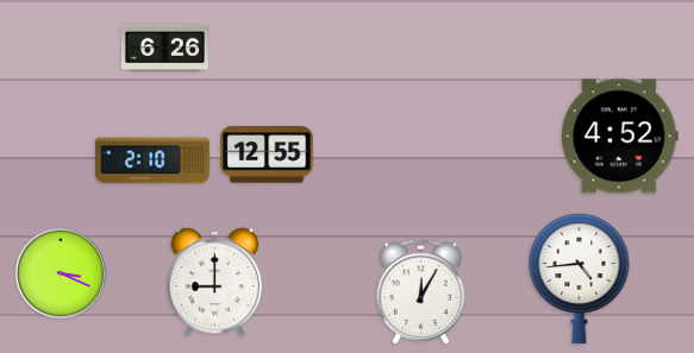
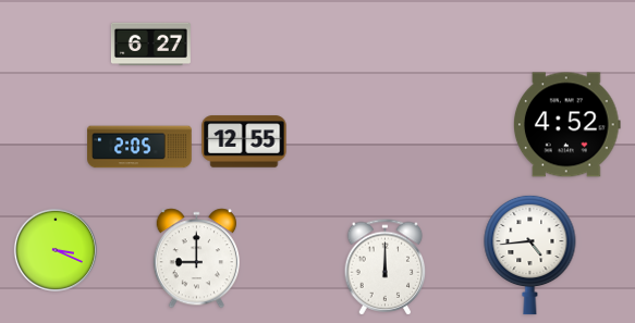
clock at (164, 48): 6:26 -> 6:27
clock at (152, 160): 2:10 -> 2:05
clock at (421, 292): 12:05 -> 12:00
